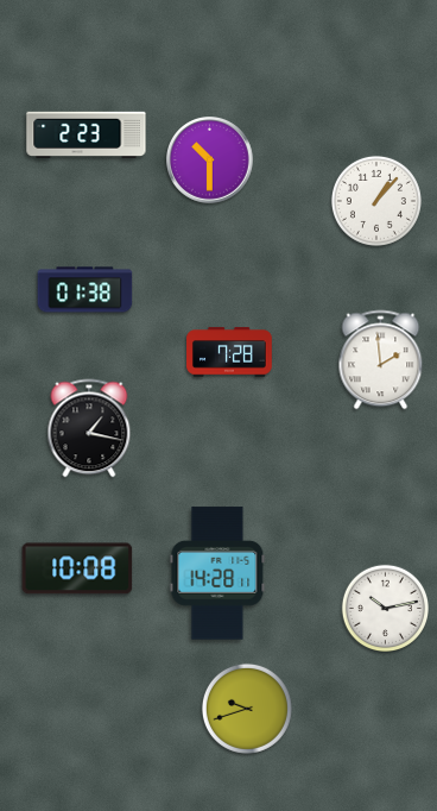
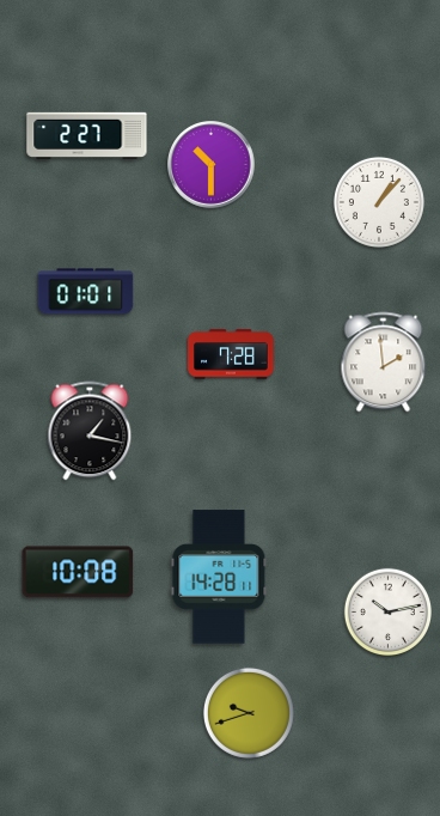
clock at (87, 134): 2:23 -> 2:27
clock at (210, 161) position: (210, 161) -> (212, 165)
clock at (85, 290): 01:38 -> 01:01
